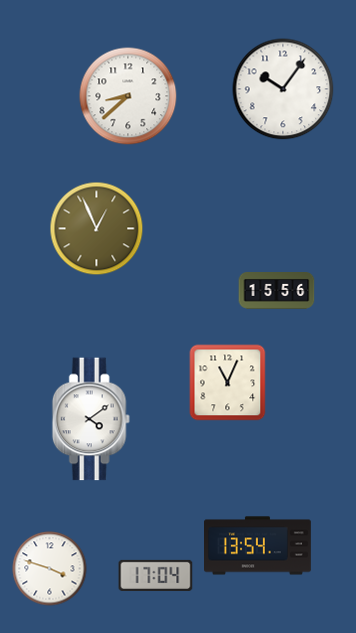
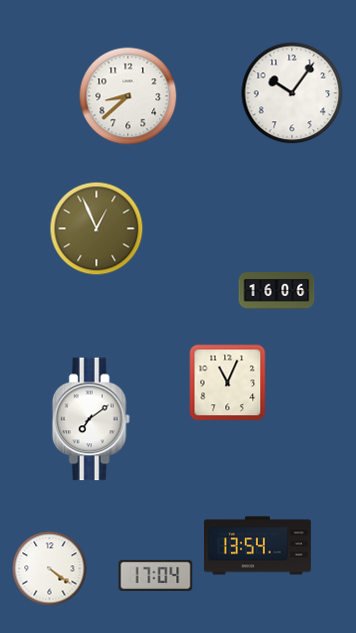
clock at (283, 89) position: (283, 89) -> (292, 93)
clock at (277, 291): 15:56 -> 16:06
clock at (91, 419): 4:09 -> 7:09
clock at (50, 569): 3:48 -> 4:21
